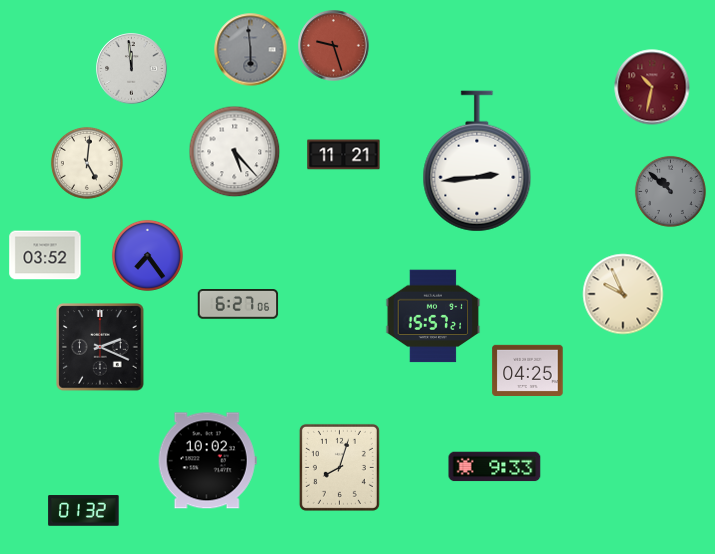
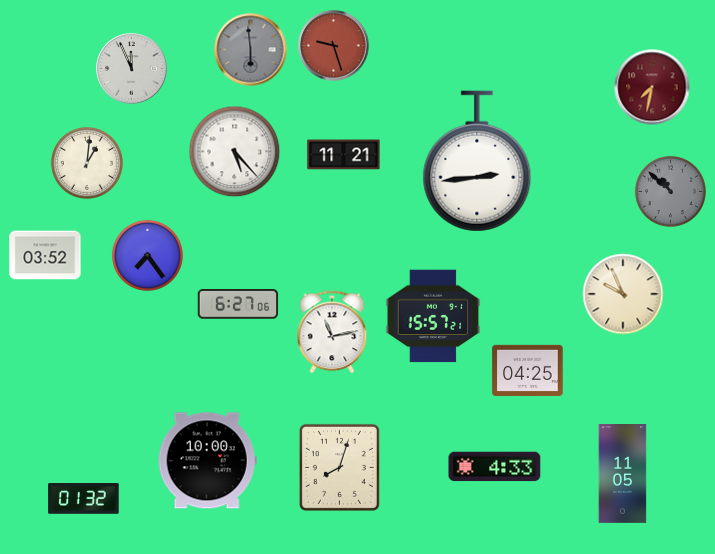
clock at (132, 69): 11:59 -> 11:56
clock at (652, 87): 10:32 -> 7:32
clock at (87, 163): 5:01 -> 1:01
clock at (332, 332): none -> 11:13
clock at (100, 347): 2:19 -> none
clock at (207, 461): 10:02 -> 10:00
clock at (495, 467): 9:33 -> 4:33
clock at (623, 474): none -> 11:05
clock at (84, 511) position: (84, 511) -> (84, 499)
